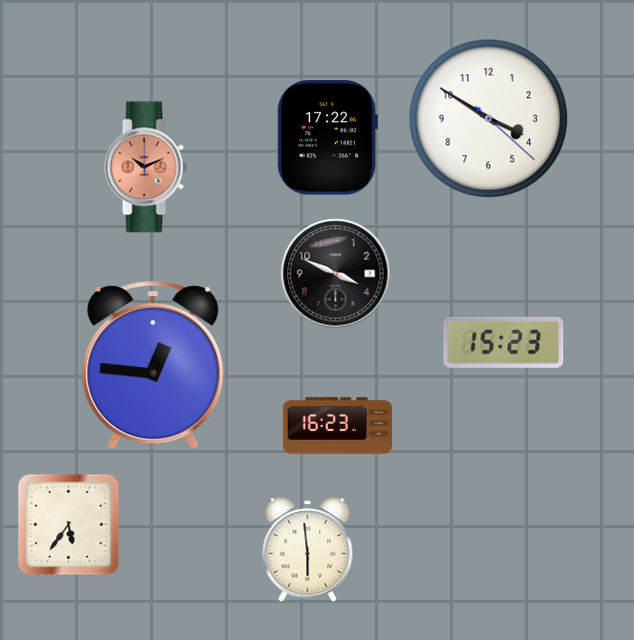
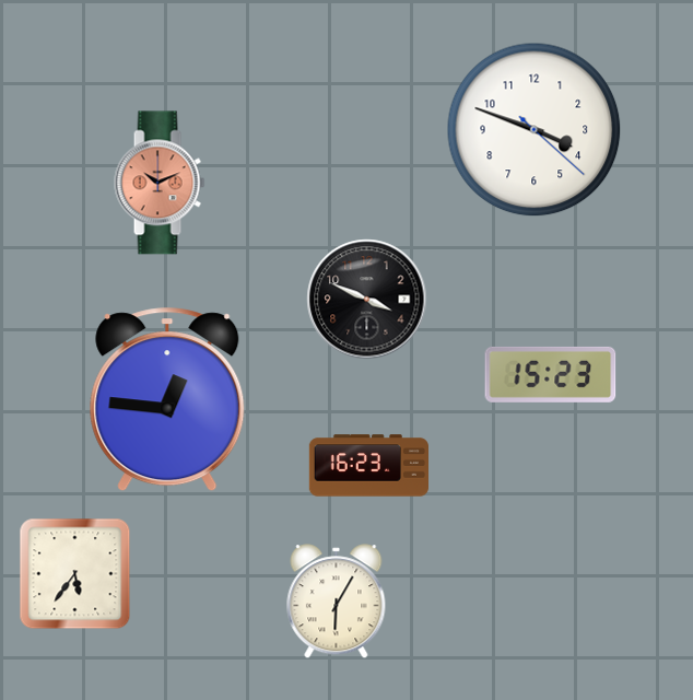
clock at (489, 119): 3:50 -> 3:48
clock at (327, 138): 17:22 -> none
clock at (308, 550): 5:59 -> 6:05
